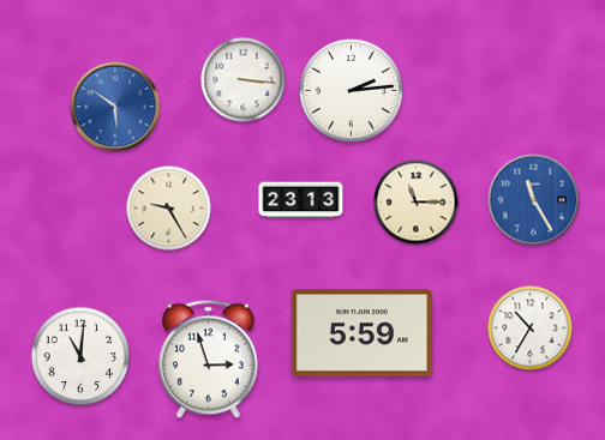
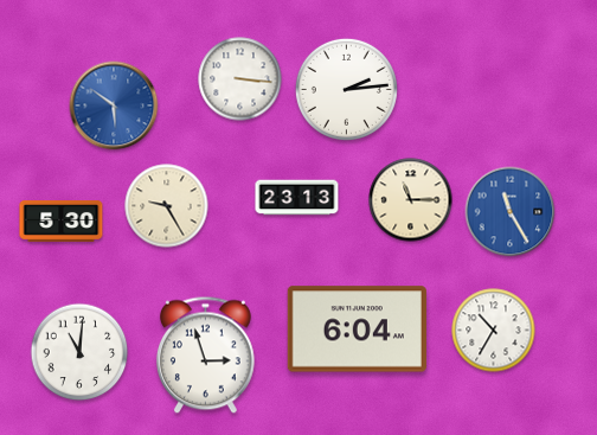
clock at (534, 200) position: (534, 200) -> (511, 212)
clock at (62, 220): none -> 5:30
clock at (531, 329) position: (531, 329) -> (494, 331)
clock at (361, 333): 5:59 -> 6:04
